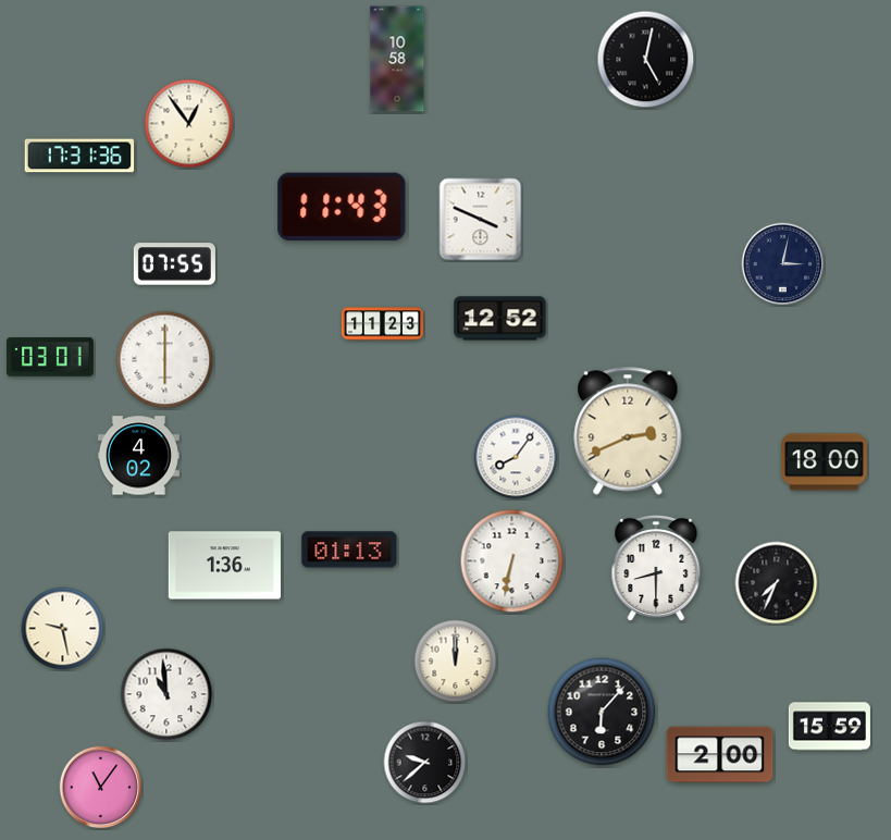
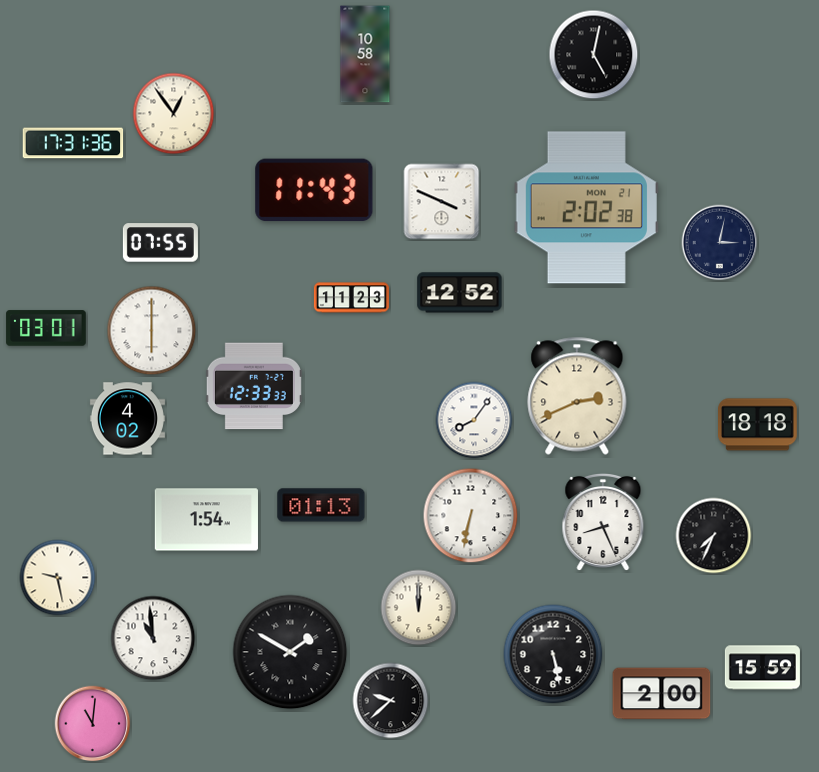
clock at (586, 208): none -> 2:02
clock at (254, 386): none -> 12:33
clock at (825, 462): 18:00 -> 18:18
clock at (224, 566): 1:36 -> 1:54
clock at (656, 567): 8:30 -> 8:26
clock at (290, 652): none -> 1:50
clock at (602, 712): 6:07 -> 5:28
clock at (101, 788): 11:06 -> 11:01
